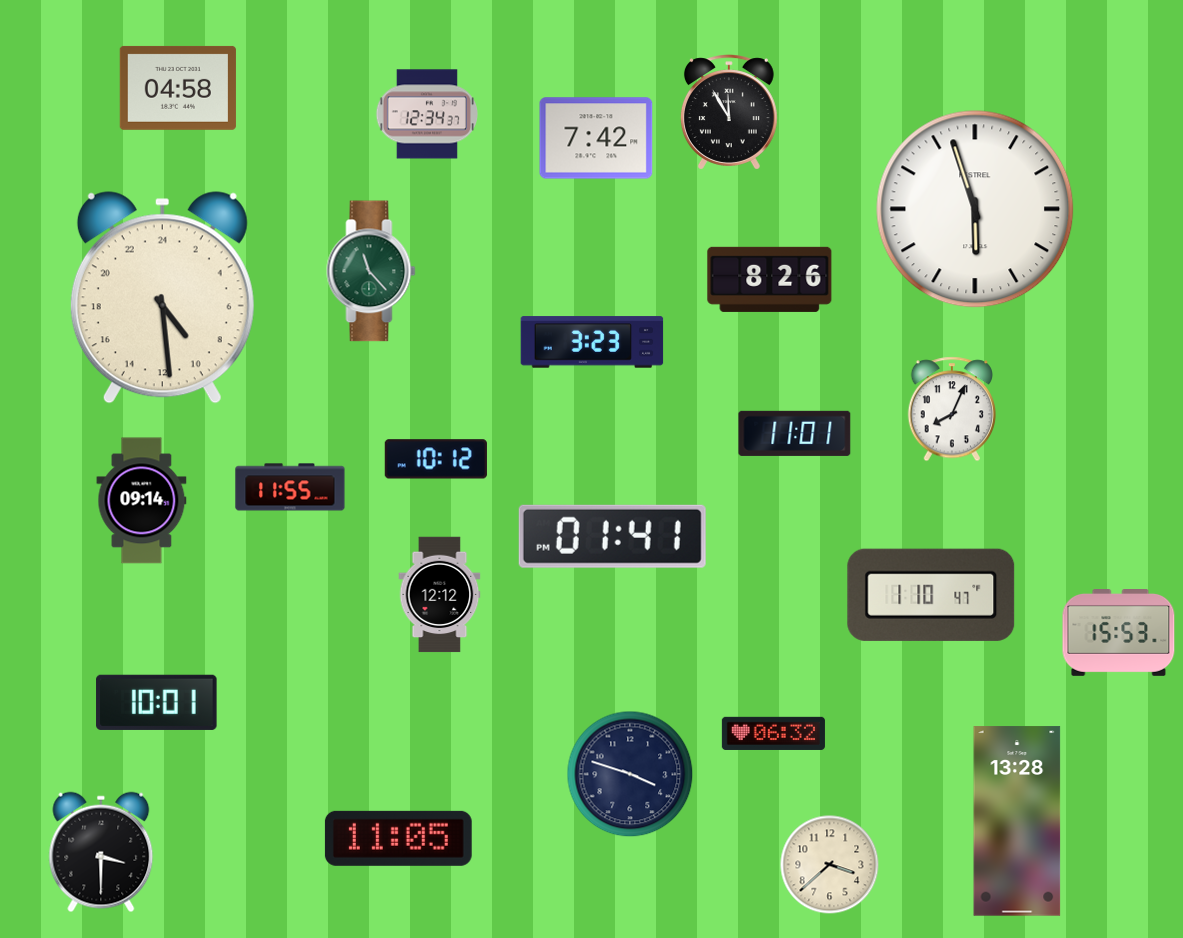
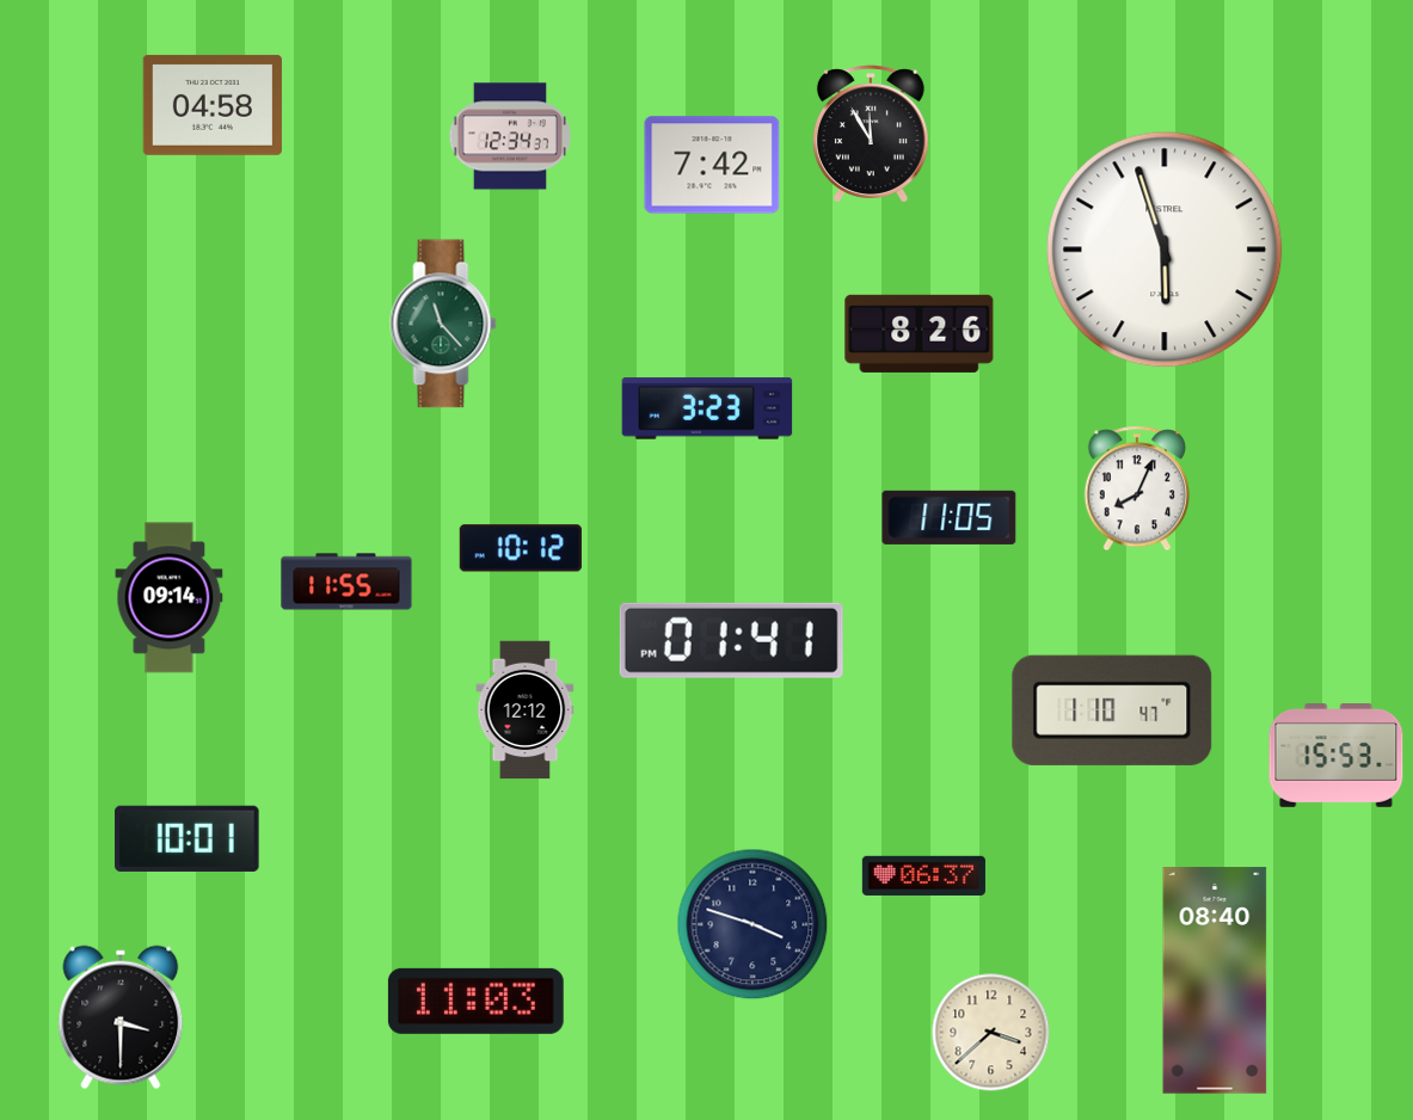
clock at (162, 298): 9:29 -> none
clock at (795, 433): 11:01 -> 11:05
clock at (773, 733): 06:32 -> 06:37
clock at (1017, 821): 13:28 -> 08:40
clock at (398, 838): 11:05 -> 11:03
